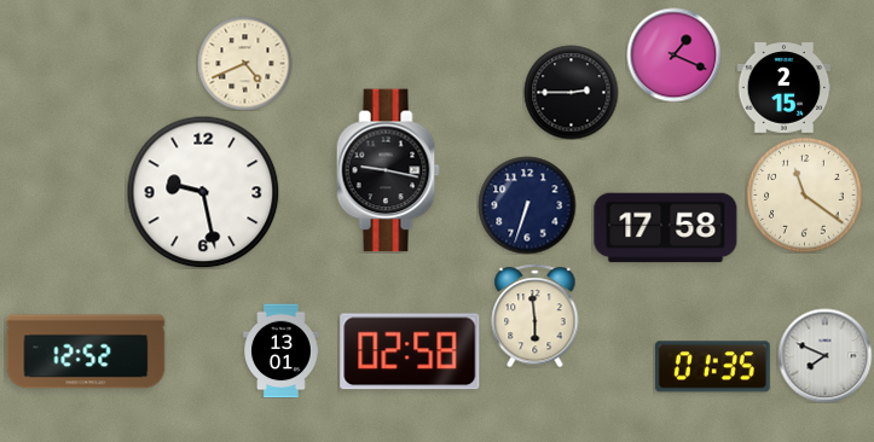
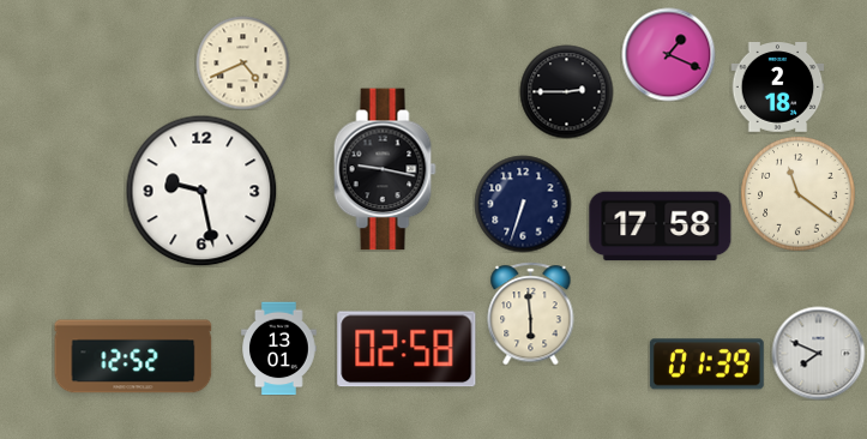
clock at (783, 88): 2:15 -> 2:18
clock at (86, 351) position: (86, 351) -> (133, 356)
clock at (712, 367): 01:35 -> 01:39
